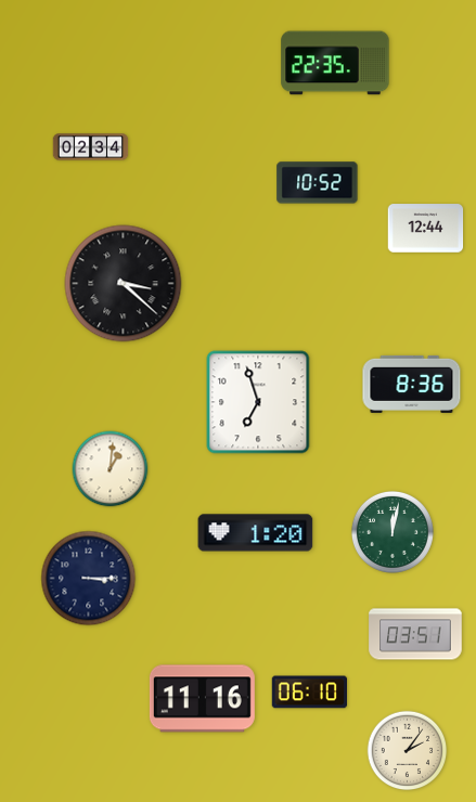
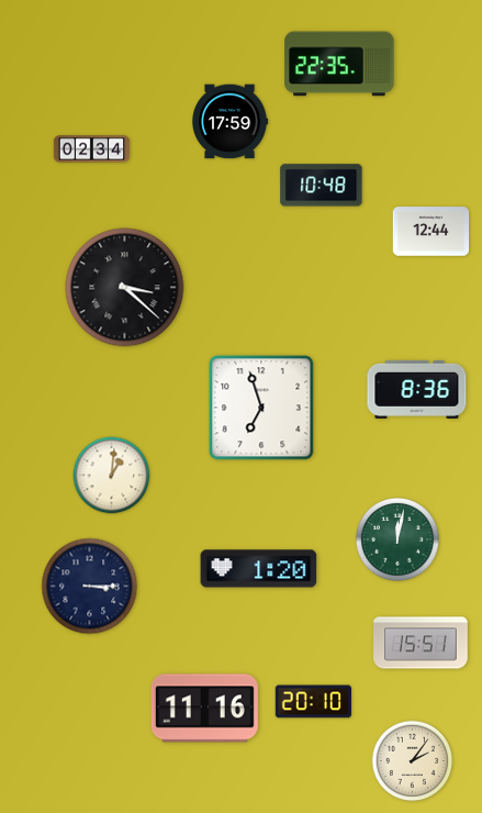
clock at (231, 122): none -> 17:59
clock at (318, 183): 10:52 -> 10:48
clock at (256, 533) position: (256, 533) -> (259, 569)
clock at (415, 634): 03:51 -> 15:51
clock at (309, 693): 06:10 -> 20:10
